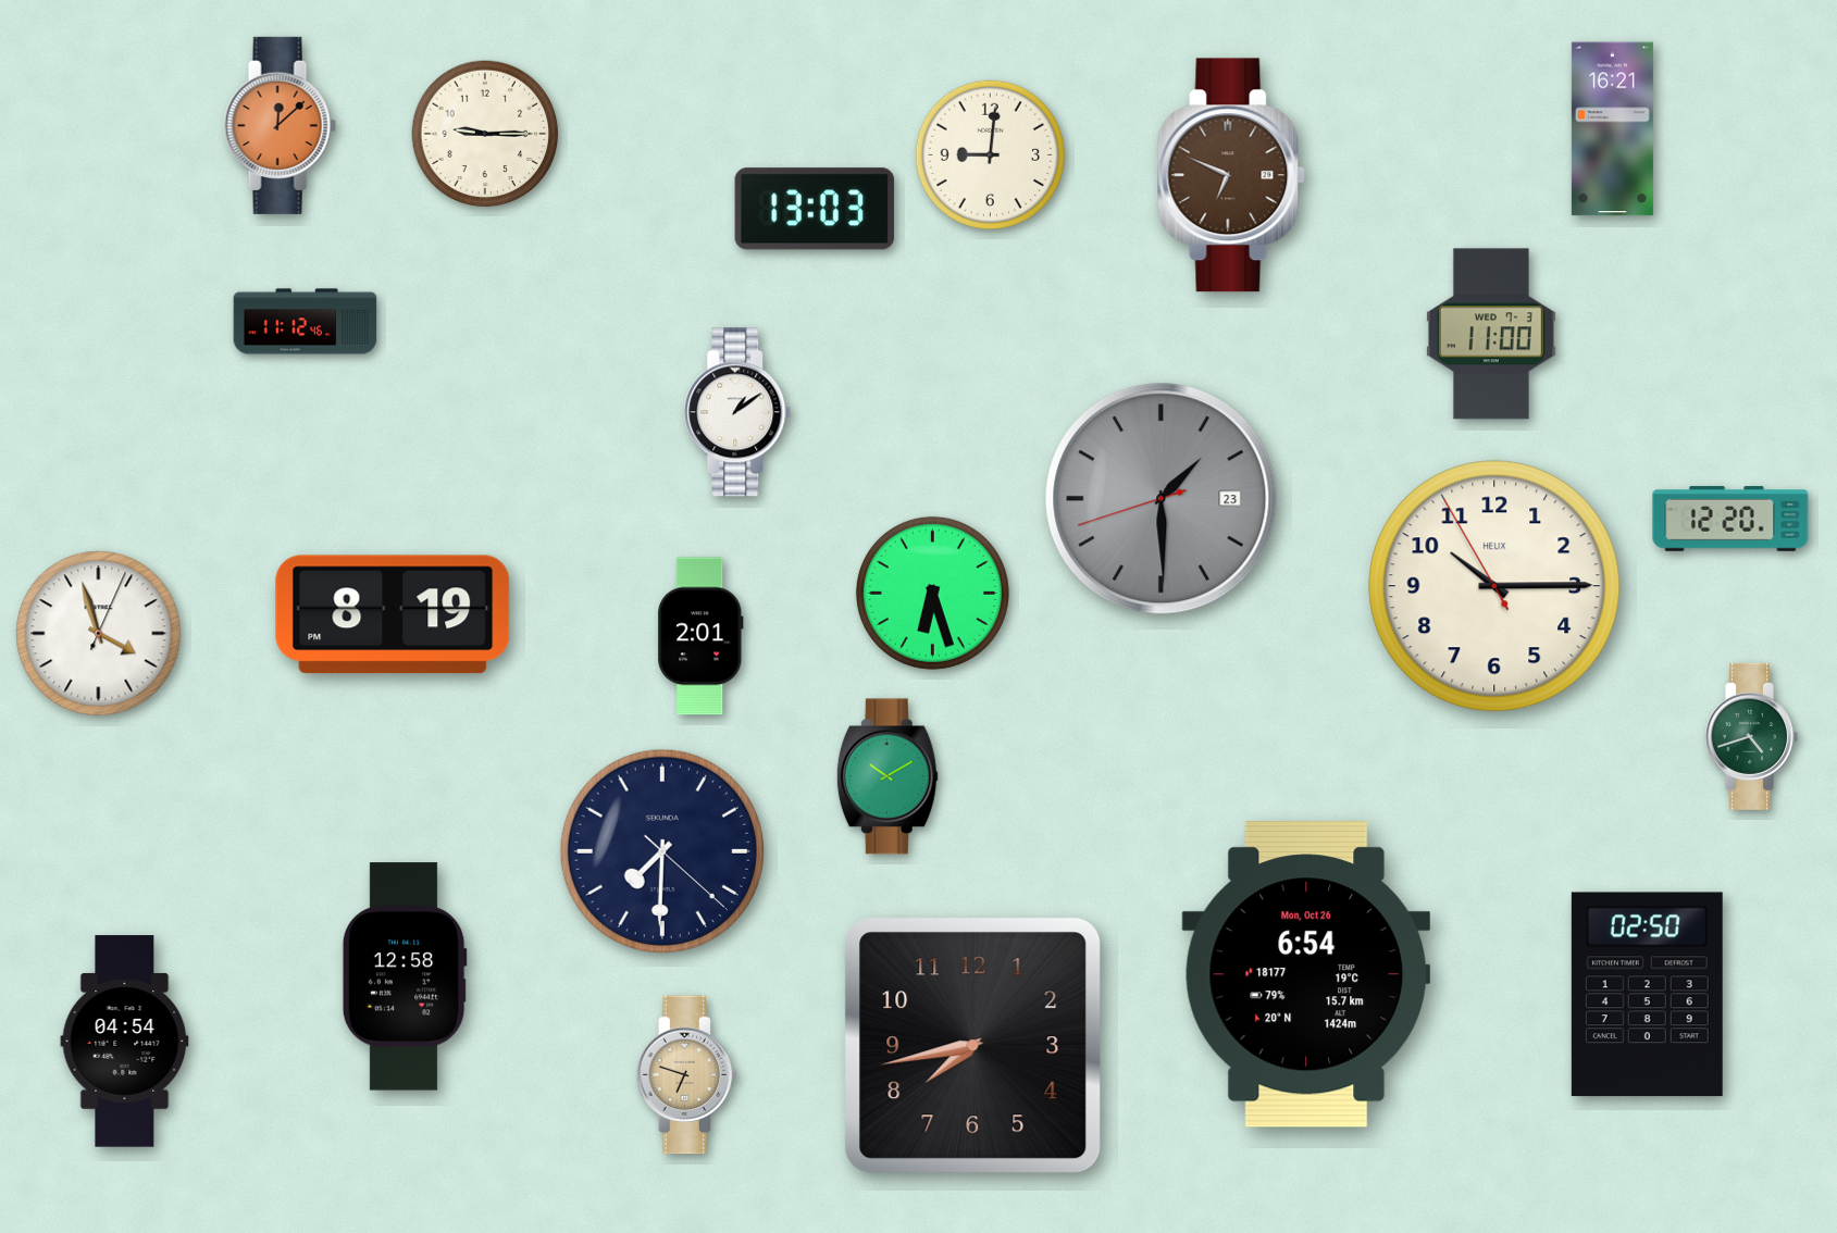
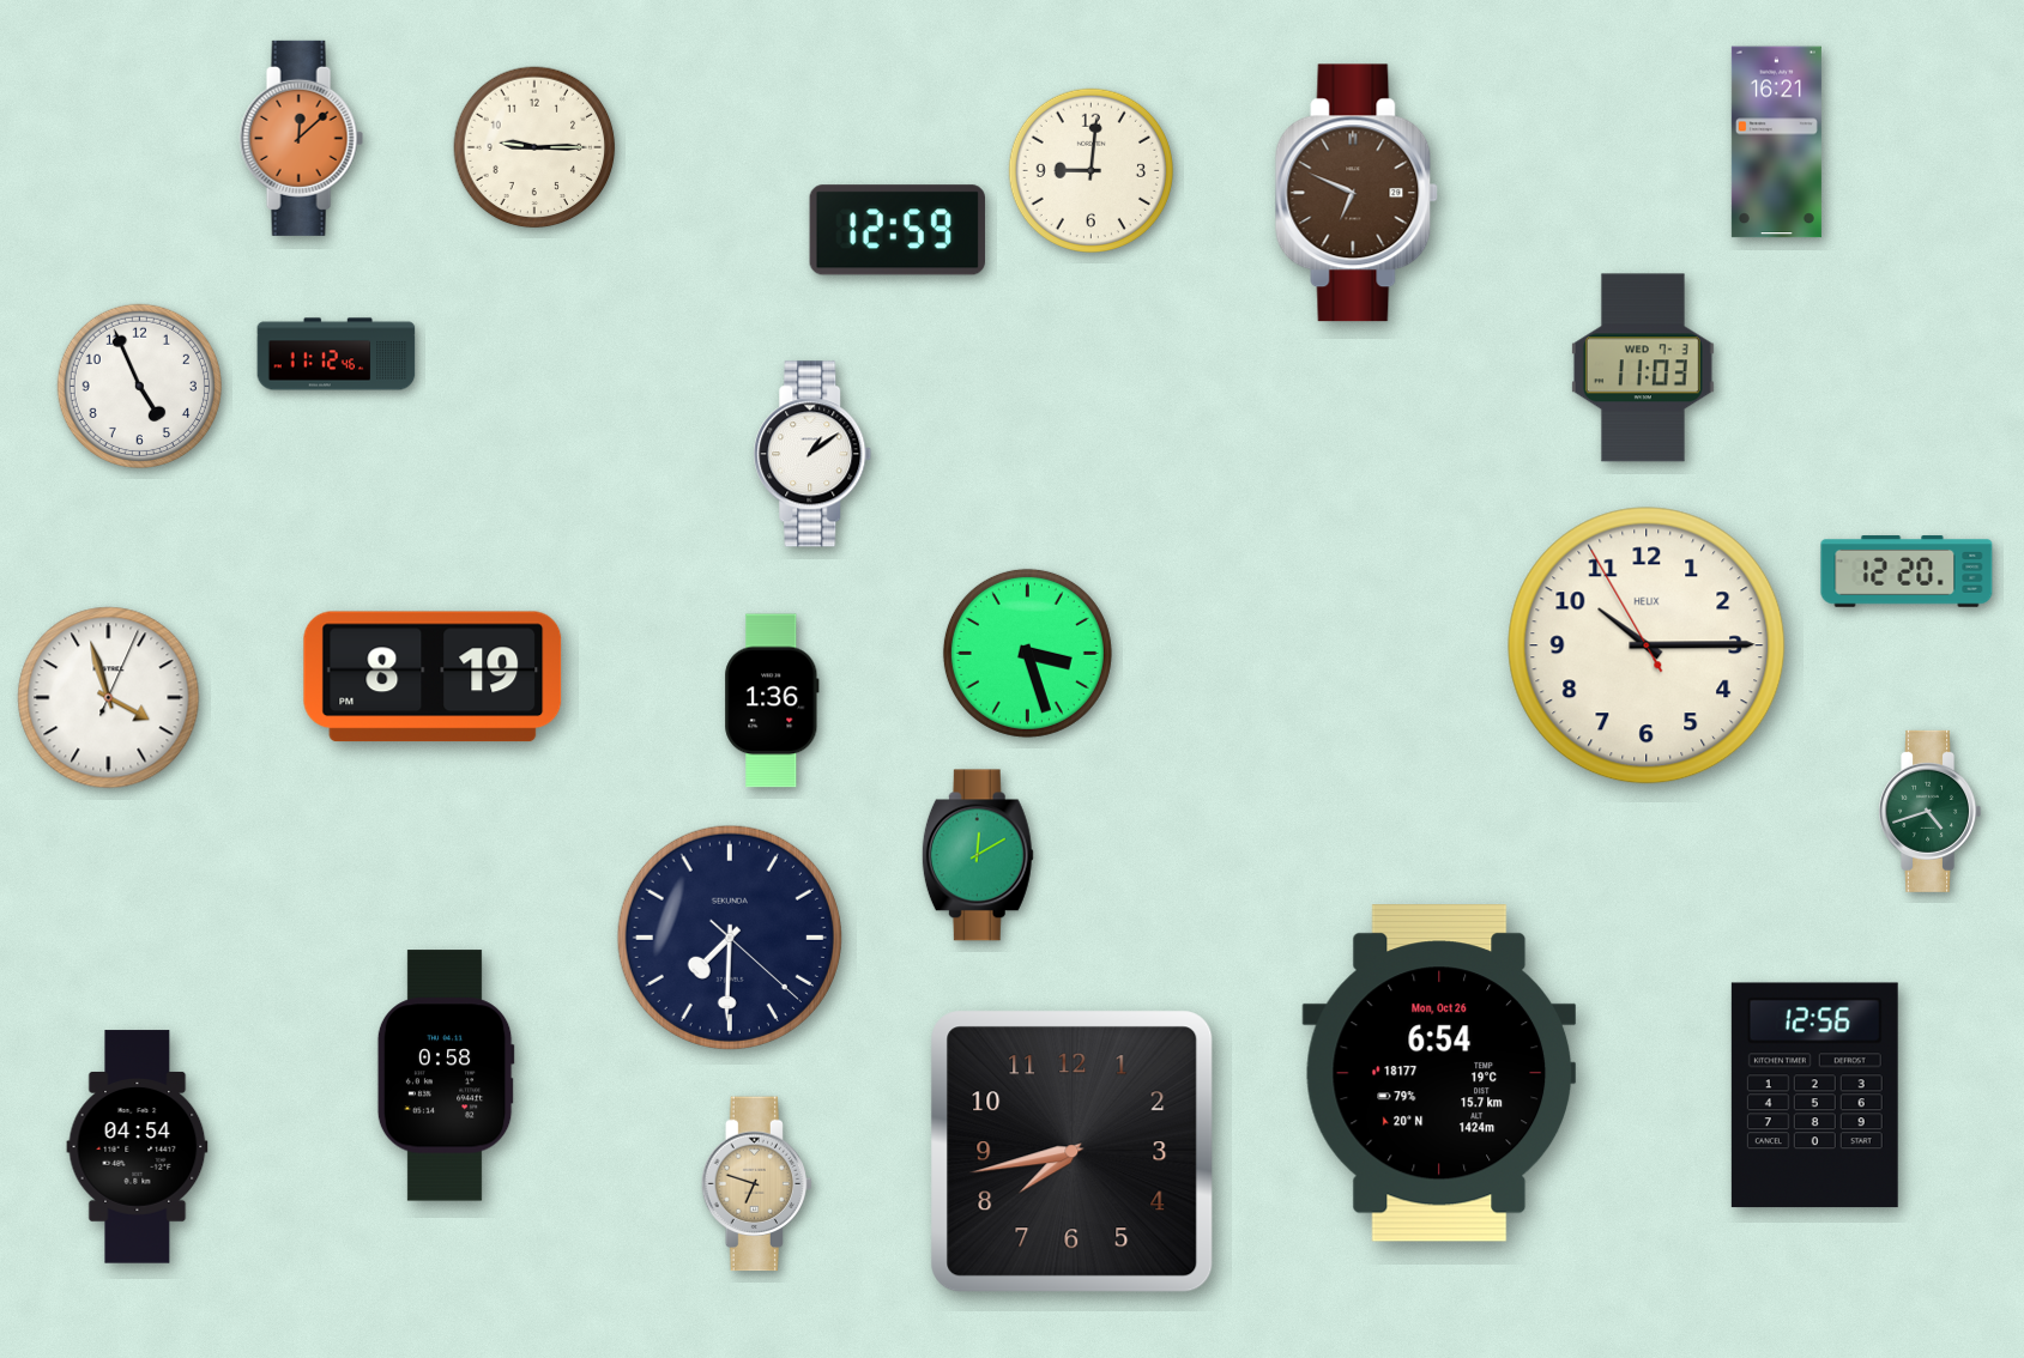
clock at (280, 125) position: (280, 125) -> (301, 138)
clock at (815, 209): 13:03 -> 12:59
clock at (1491, 334): 11:00 -> 11:03
clock at (139, 386): none -> 4:56
clock at (1162, 499): 1:29 -> none
clock at (932, 593): 6:27 -> 3:27
clock at (700, 636): 2:01 -> 1:36
clock at (888, 776): 10:10 -> 12:10
clock at (405, 976): 12:58 -> 0:58
clock at (1647, 995): 02:50 -> 12:56
